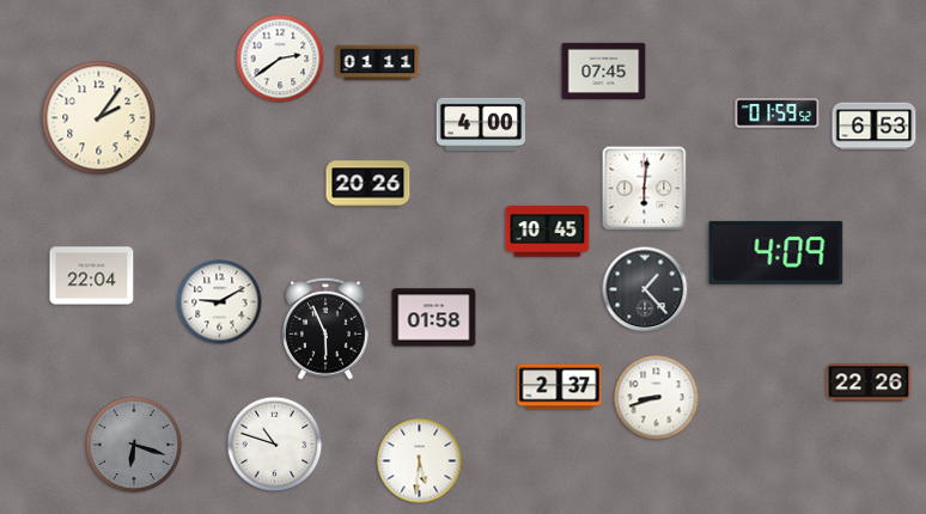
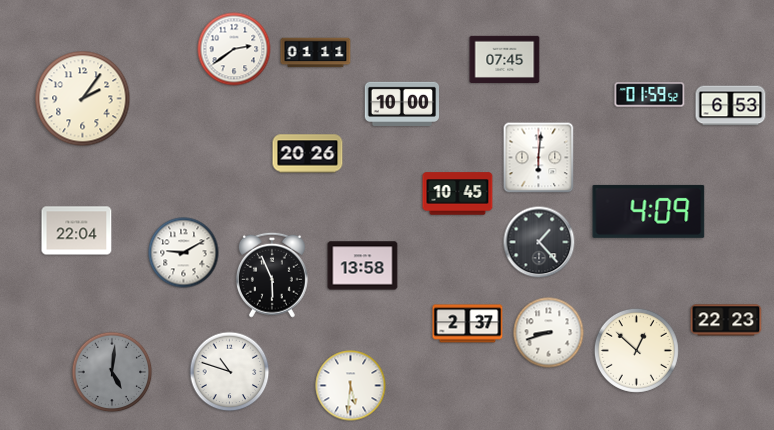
clock at (480, 124): 4:00 -> 10:00
clock at (434, 318): 01:58 -> 13:58
clock at (869, 383): 22:26 -> 22:23
clock at (636, 350): none -> 12:52
clock at (134, 445): 6:18 -> 5:01
